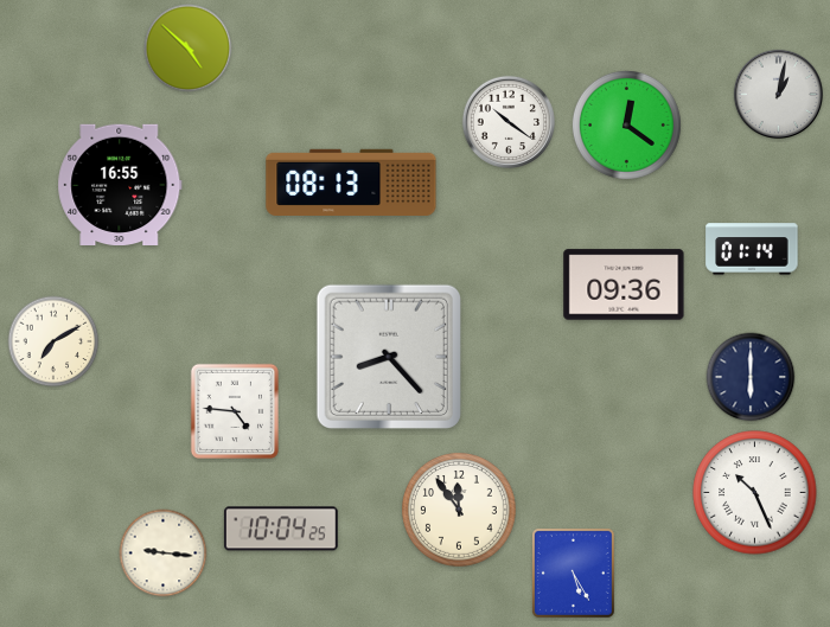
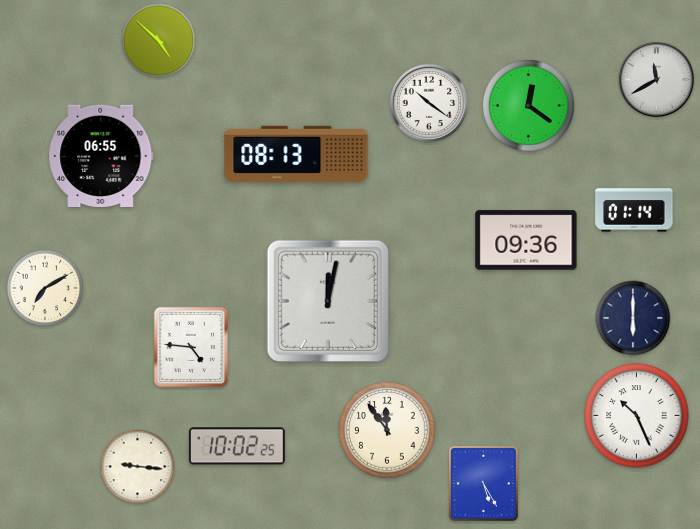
clock at (778, 94): 1:02 -> 11:40
clock at (120, 184): 16:55 -> 06:55
clock at (388, 356): 8:23 -> 12:02
clock at (235, 410) position: (235, 410) -> (191, 346)
clock at (281, 529): 10:04 -> 10:02
